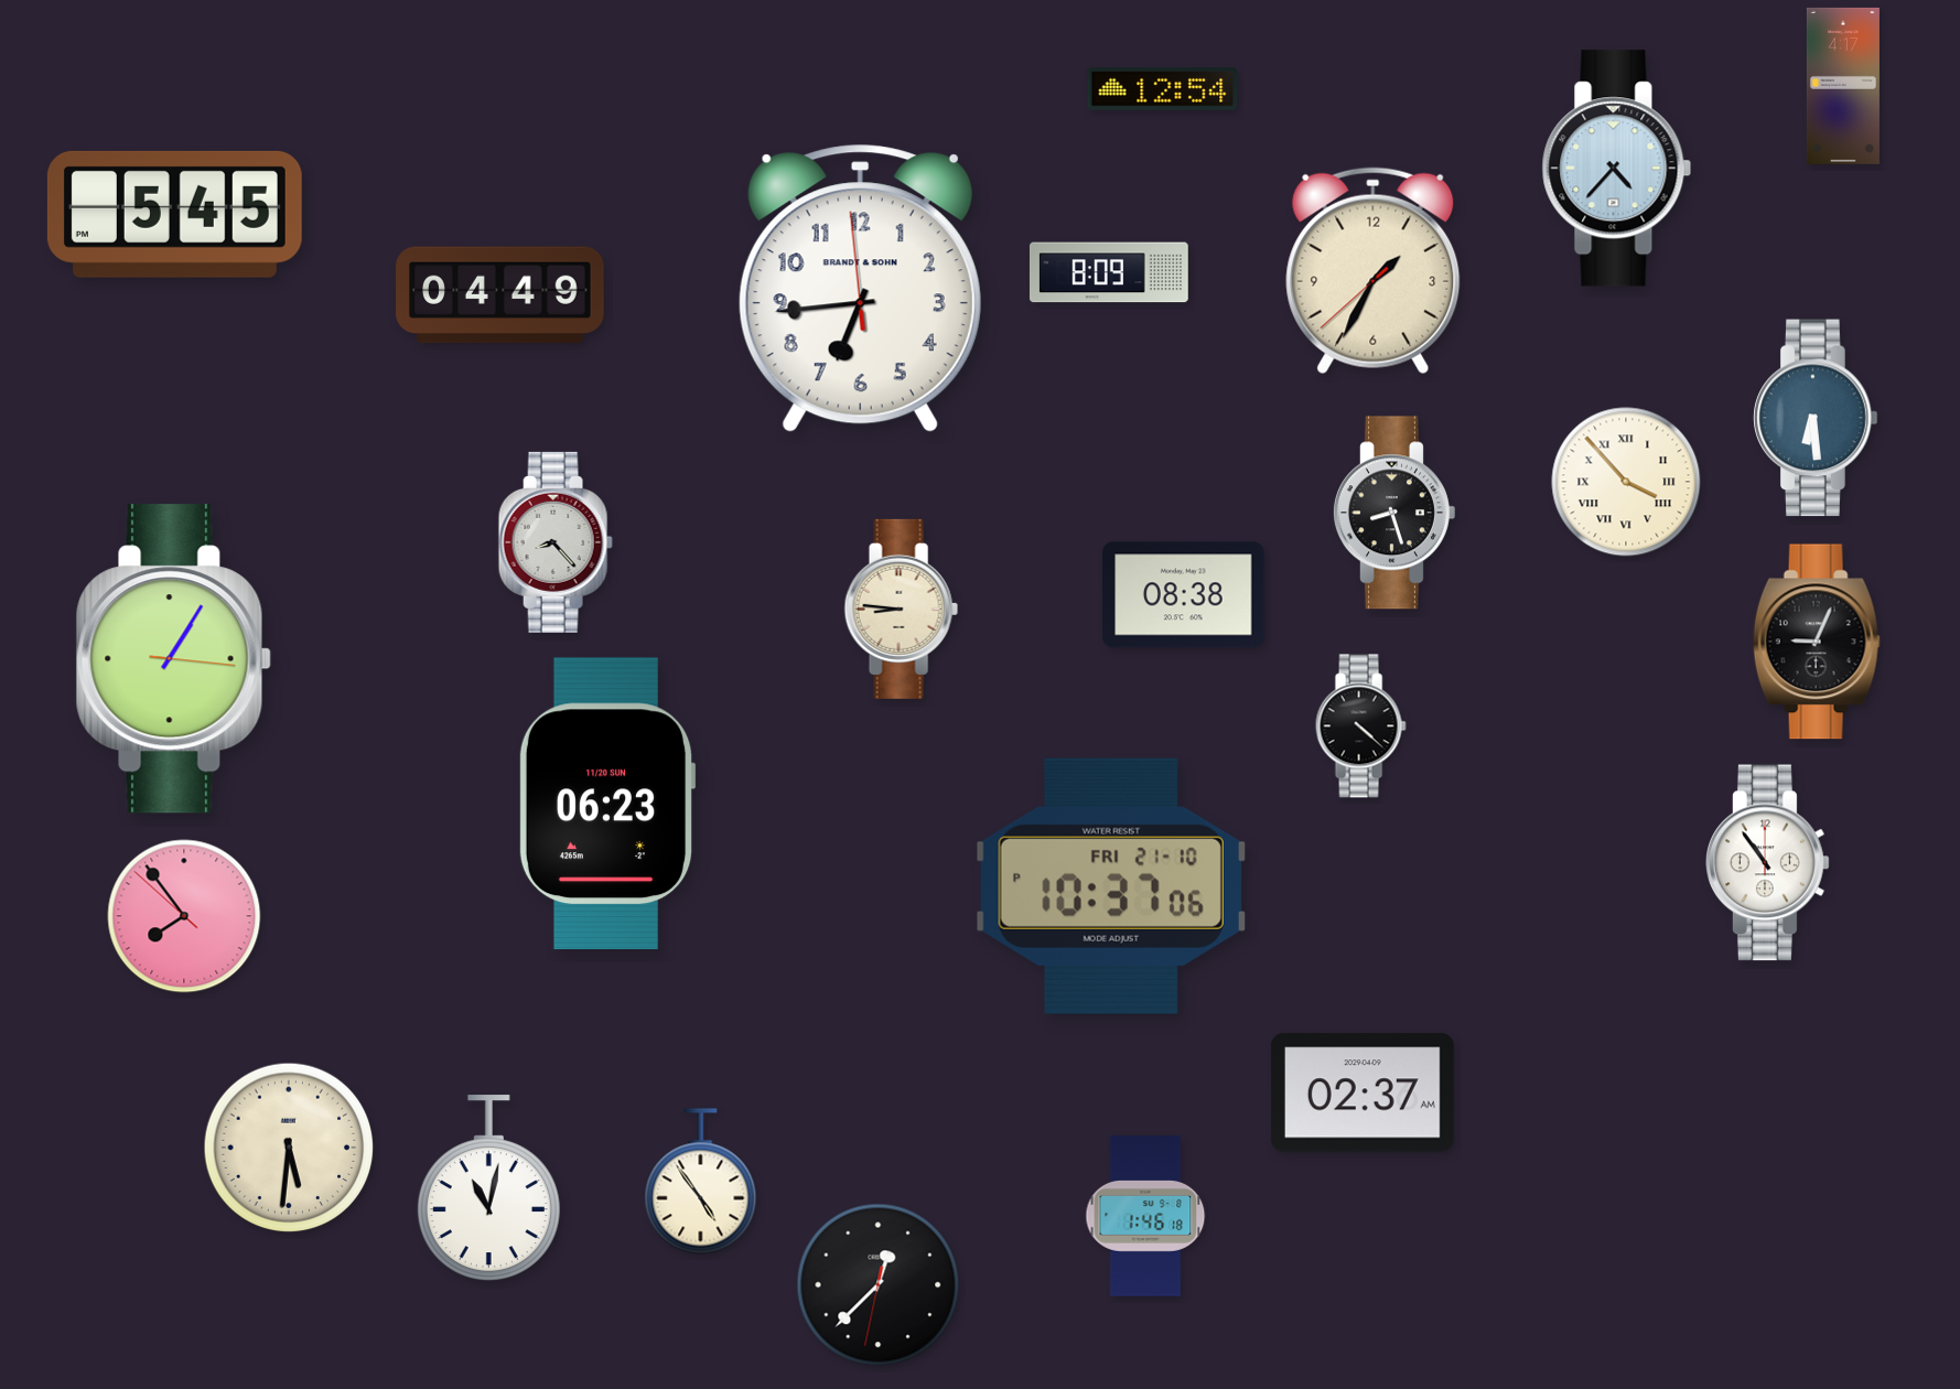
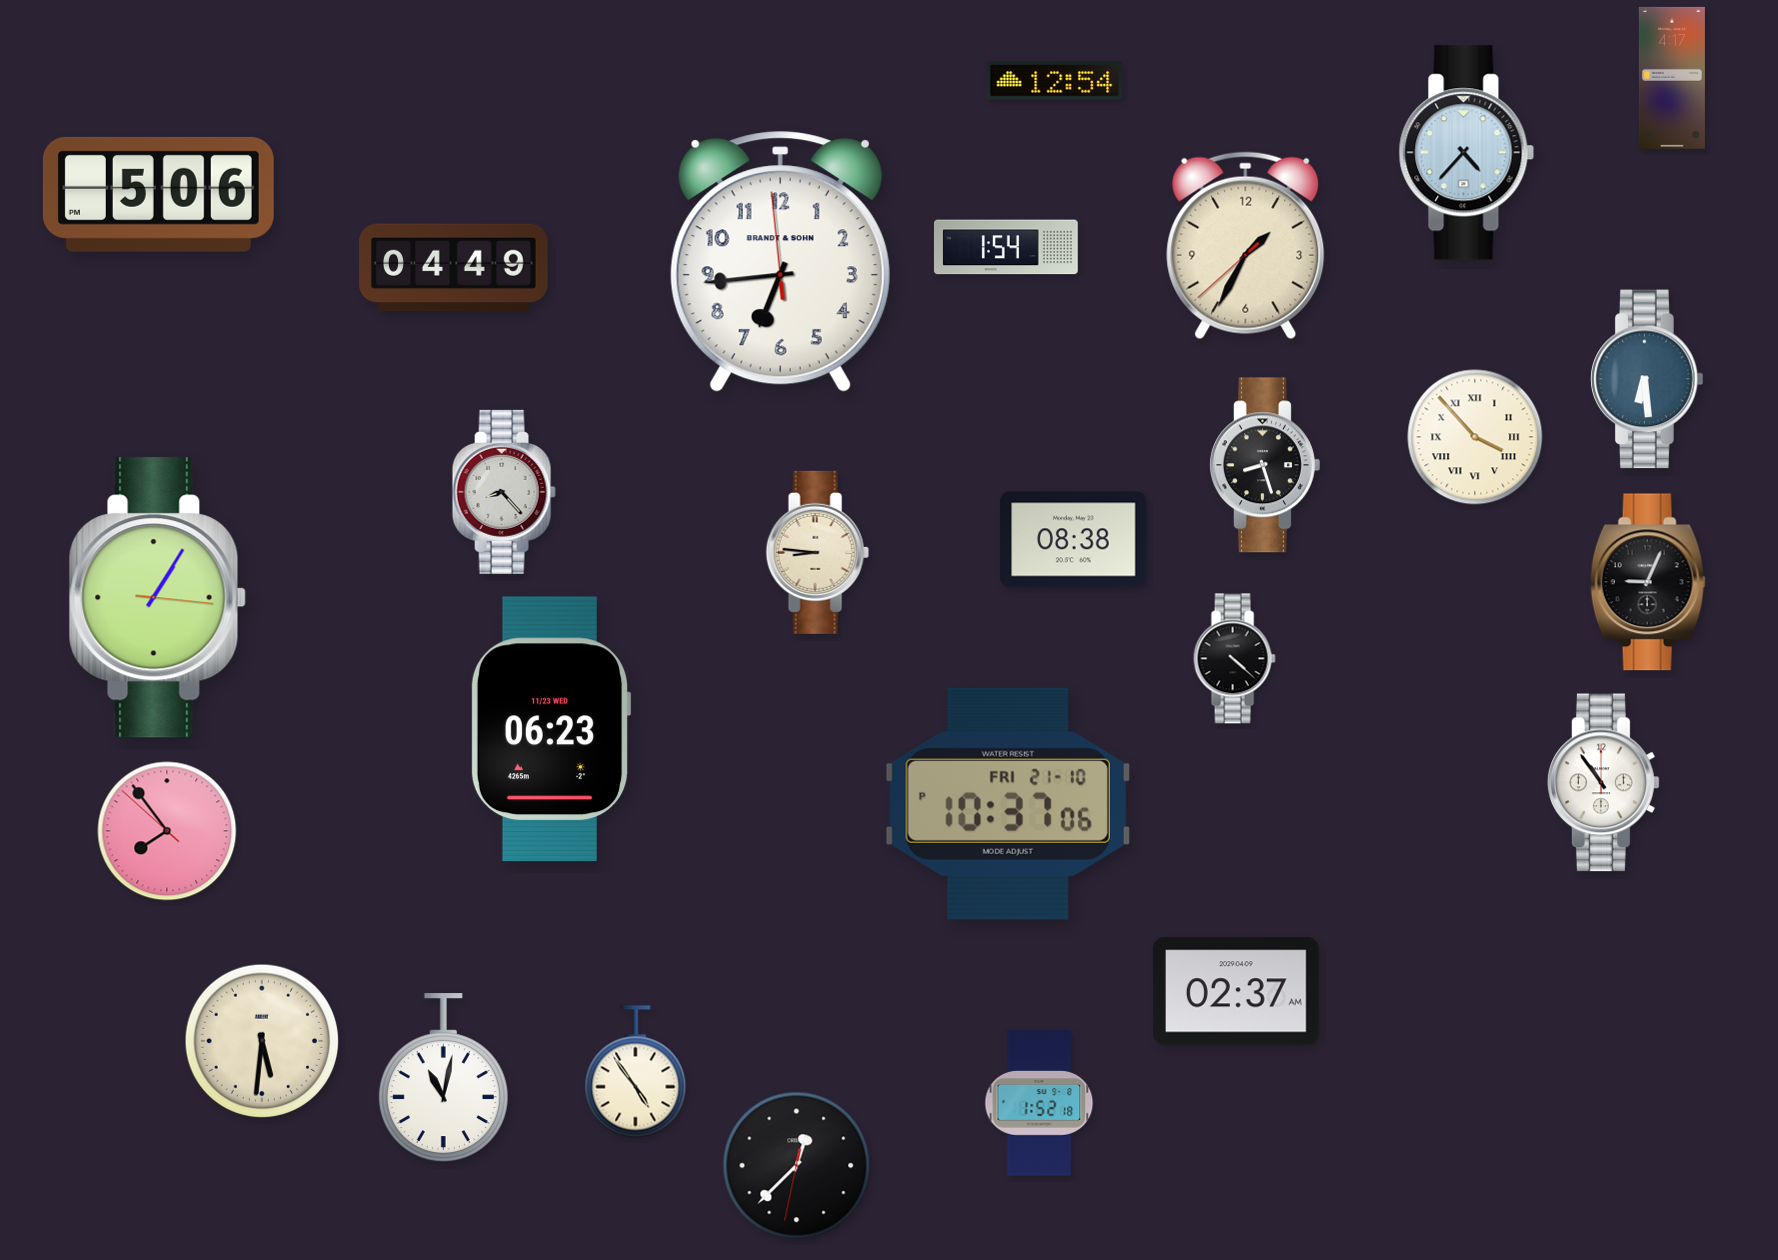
clock at (174, 214): 5:45 -> 5:06
clock at (1109, 272): 8:09 -> 1:54
clock at (607, 804) date: 11/20 SUN -> 11/23 WED
clock at (1145, 1216): 1:46 -> 1:52
